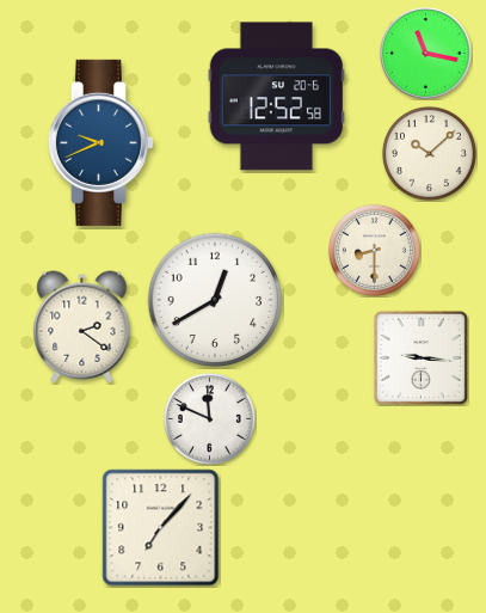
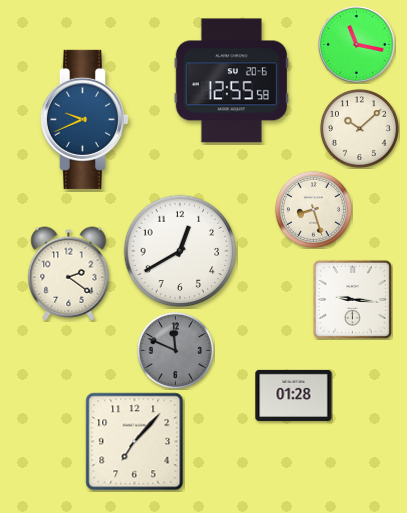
clock at (276, 97): 12:52 -> 12:55
clock at (374, 250): 8:30 -> 8:27
clock at (209, 418) dial: white -> grey
clock at (294, 395): none -> 01:28
